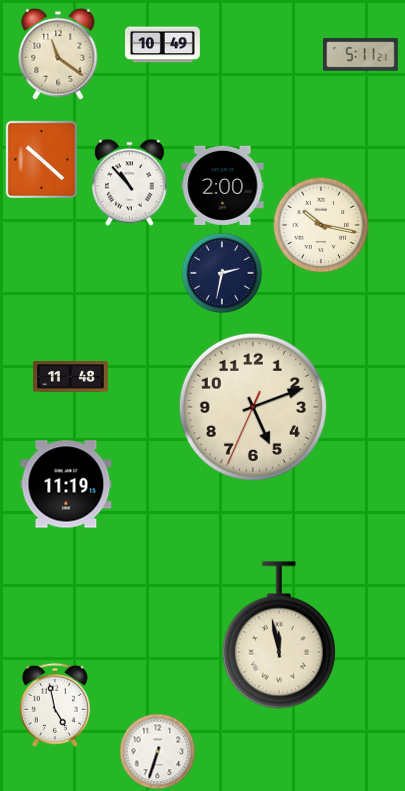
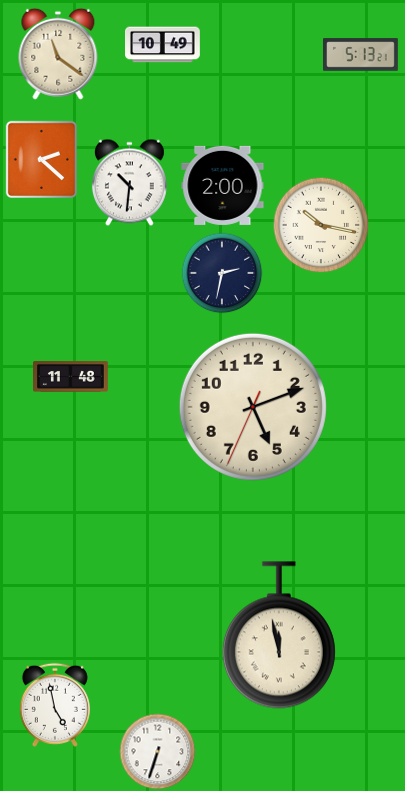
clock at (361, 55): 5:11 -> 5:13
clock at (41, 159): 10:22 -> 2:22
clock at (129, 183): 10:53 -> 10:31
clock at (66, 484): 11:19 -> none
